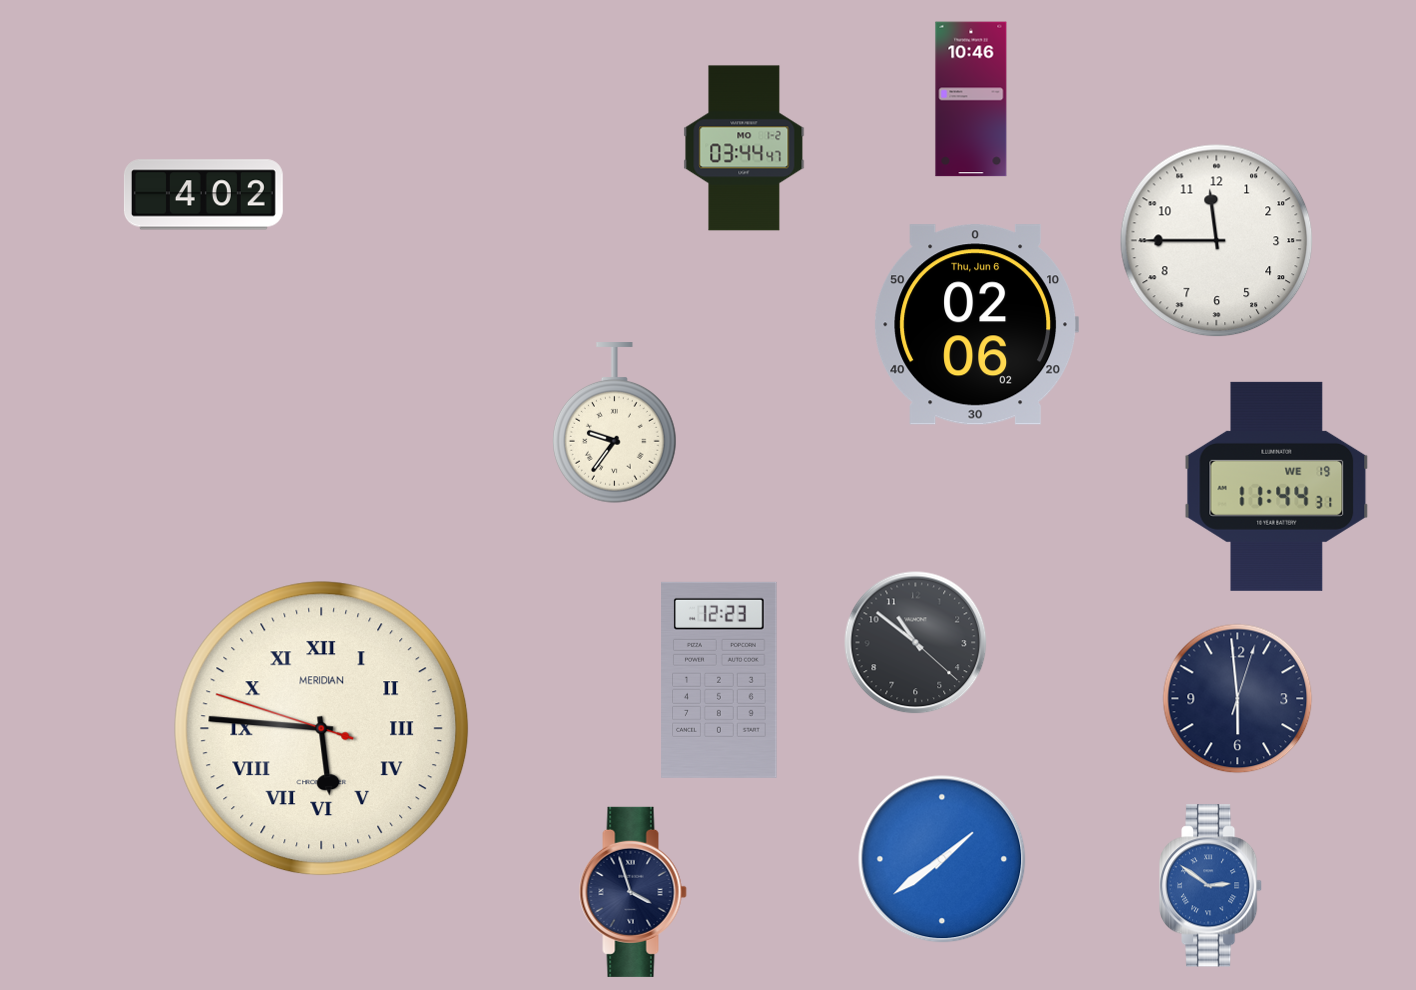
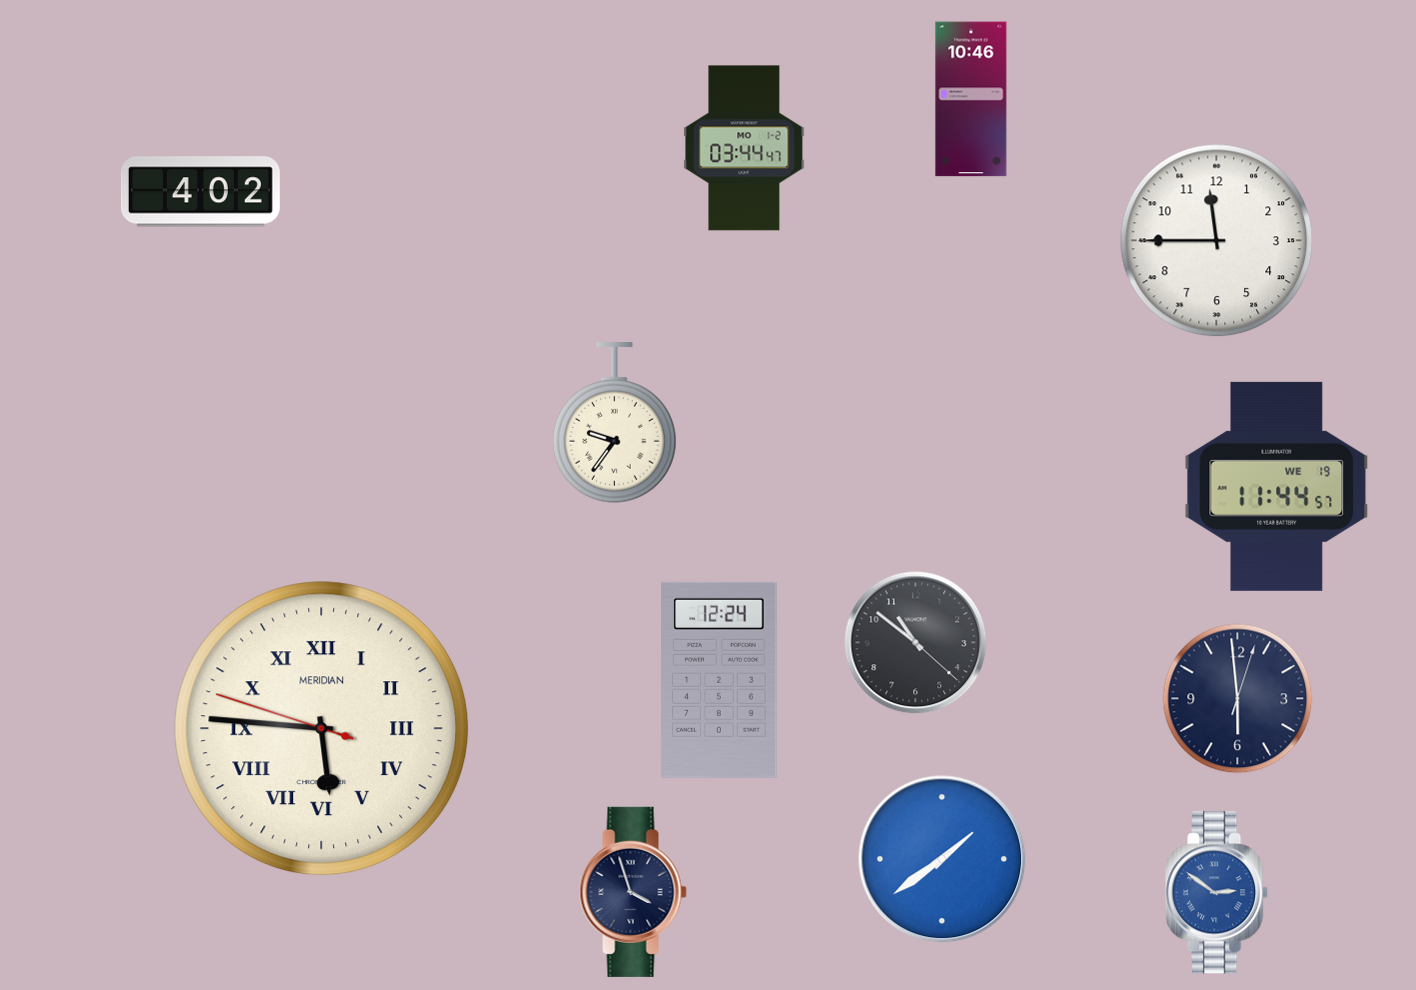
clock at (203, 195) position: (203, 195) -> (200, 192)
clock at (976, 325): 02:06 -> none
clock at (1277, 486): 11:44:31 -> 11:44:57
clock at (719, 680): 12:23 -> 12:24
clock at (1211, 886) position: (1211, 886) -> (1217, 893)
